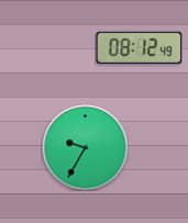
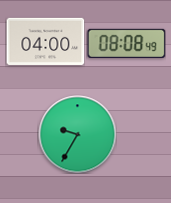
clock at (45, 41): none -> 04:00
clock at (139, 47): 08:12 -> 08:08
